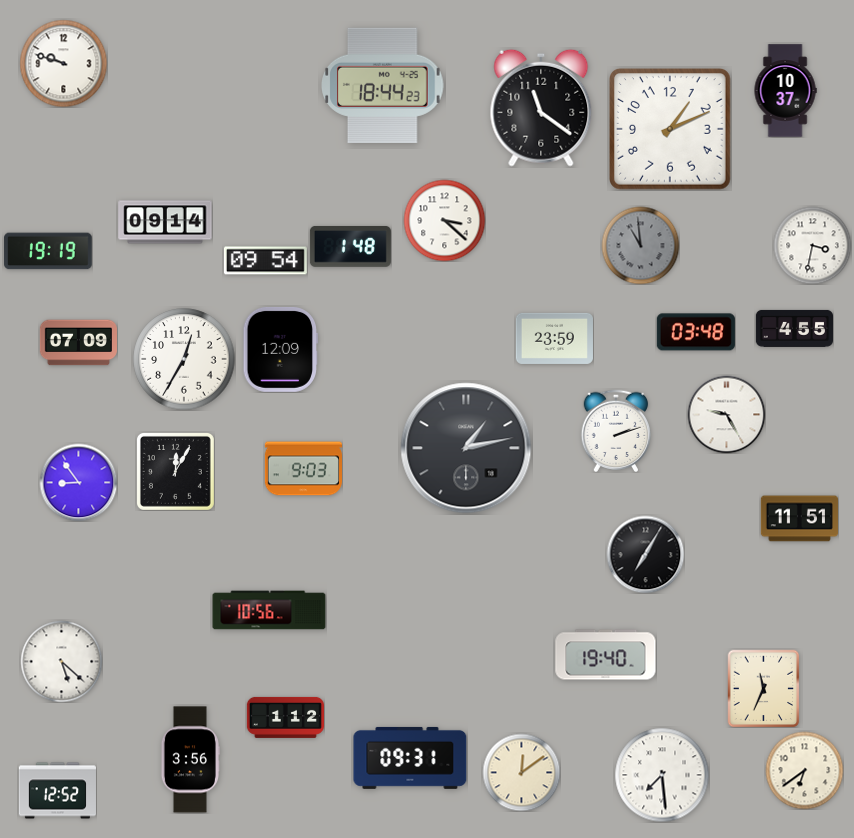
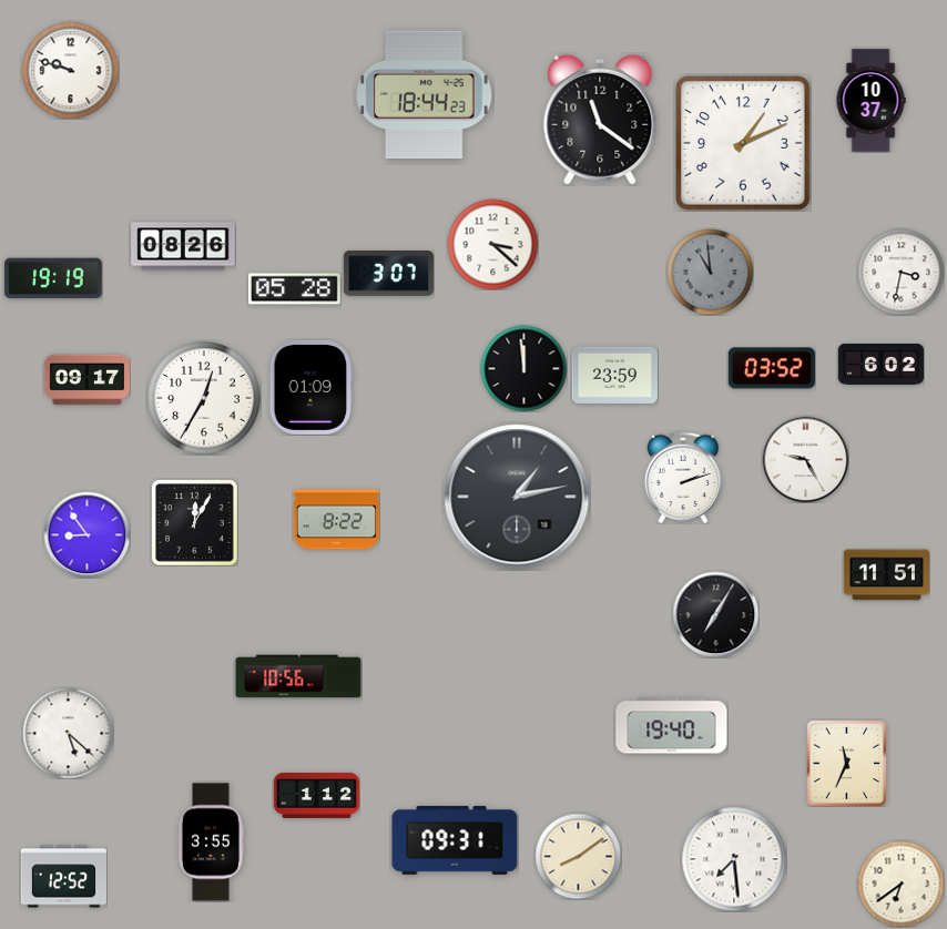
clock at (165, 222): 09:14 -> 08:26
clock at (350, 246): 1:48 -> 3:07
clock at (265, 261): 09:54 -> 05:28
clock at (794, 328): 4:55 -> 6:02
clock at (523, 368): none -> 11:59
clock at (696, 332): 03:48 -> 03:52
clock at (78, 343): 07:09 -> 09:17
clock at (281, 349): 12:09 -> 01:09
clock at (303, 469): 9:03 -> 8:22
clock at (190, 760): 3:56 -> 3:55
clock at (804, 770) position: (804, 770) -> (900, 884)
clock at (521, 772): 12:09 -> 8:09
